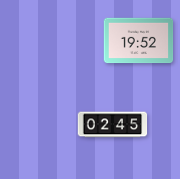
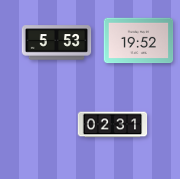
clock at (57, 43): none -> 5:53
clock at (113, 125): 02:45 -> 02:31
